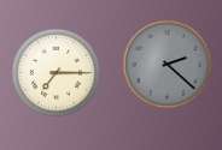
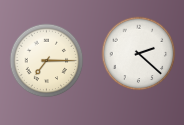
clock at (168, 65) dial: grey -> white
